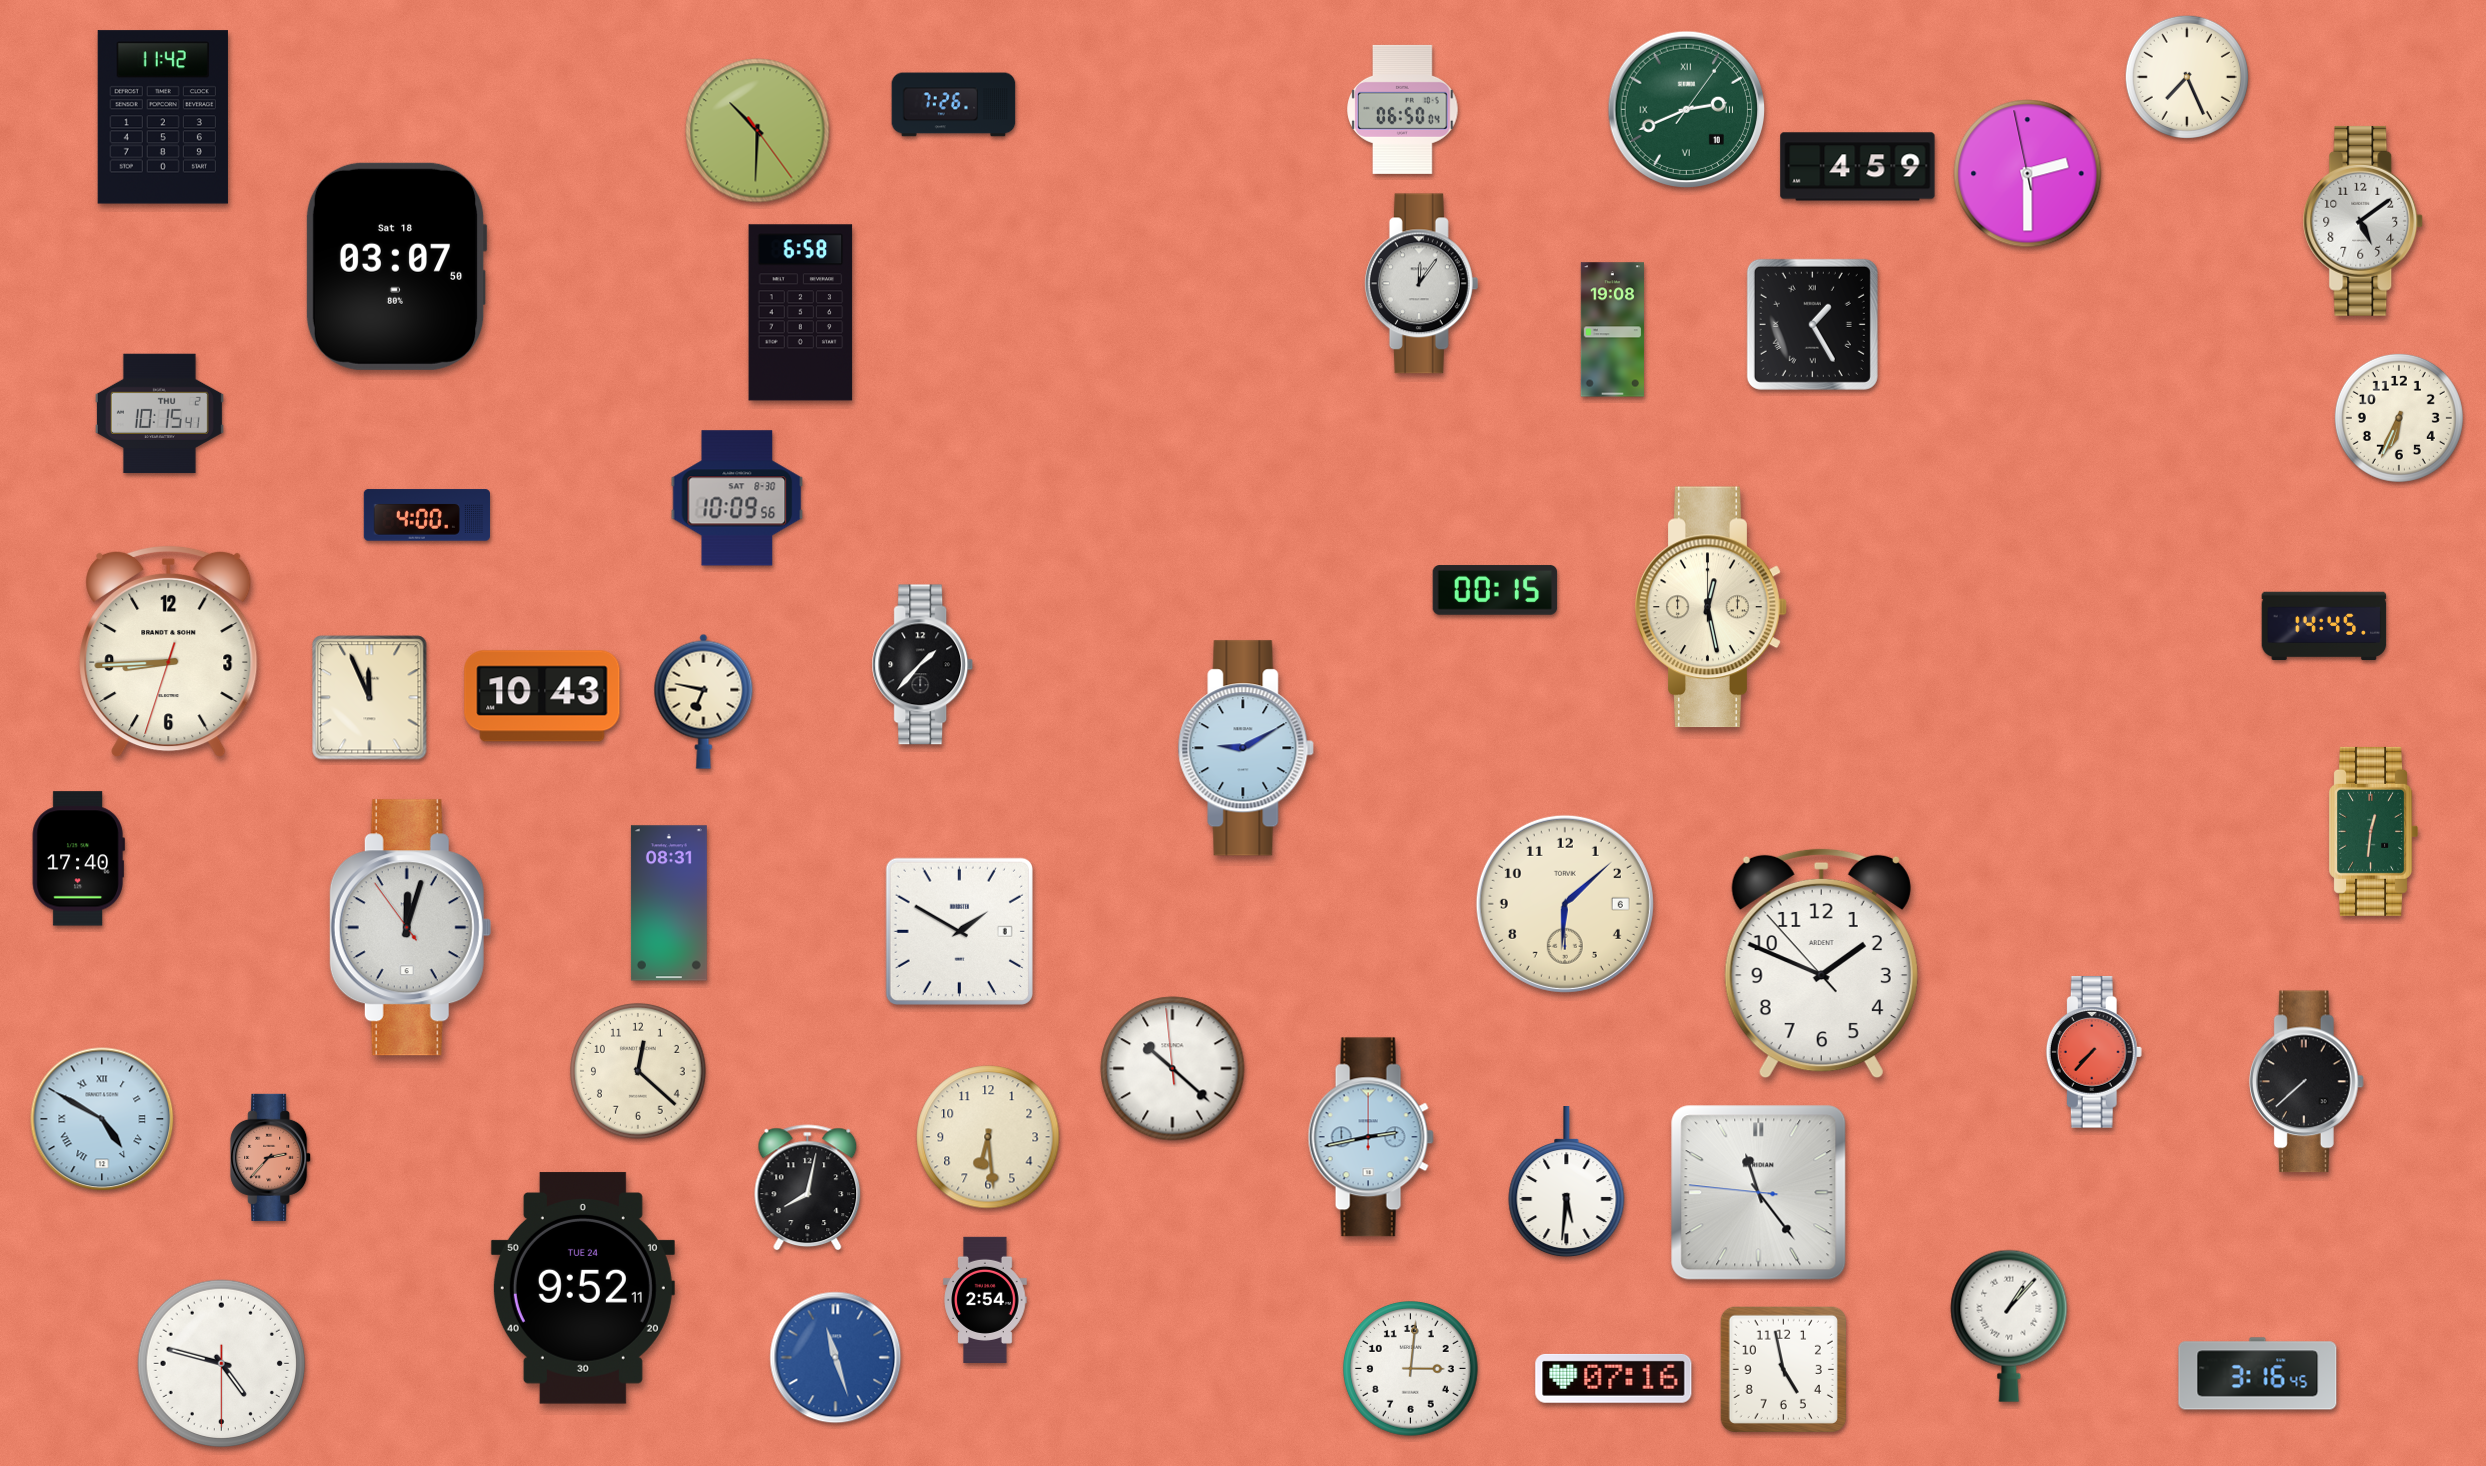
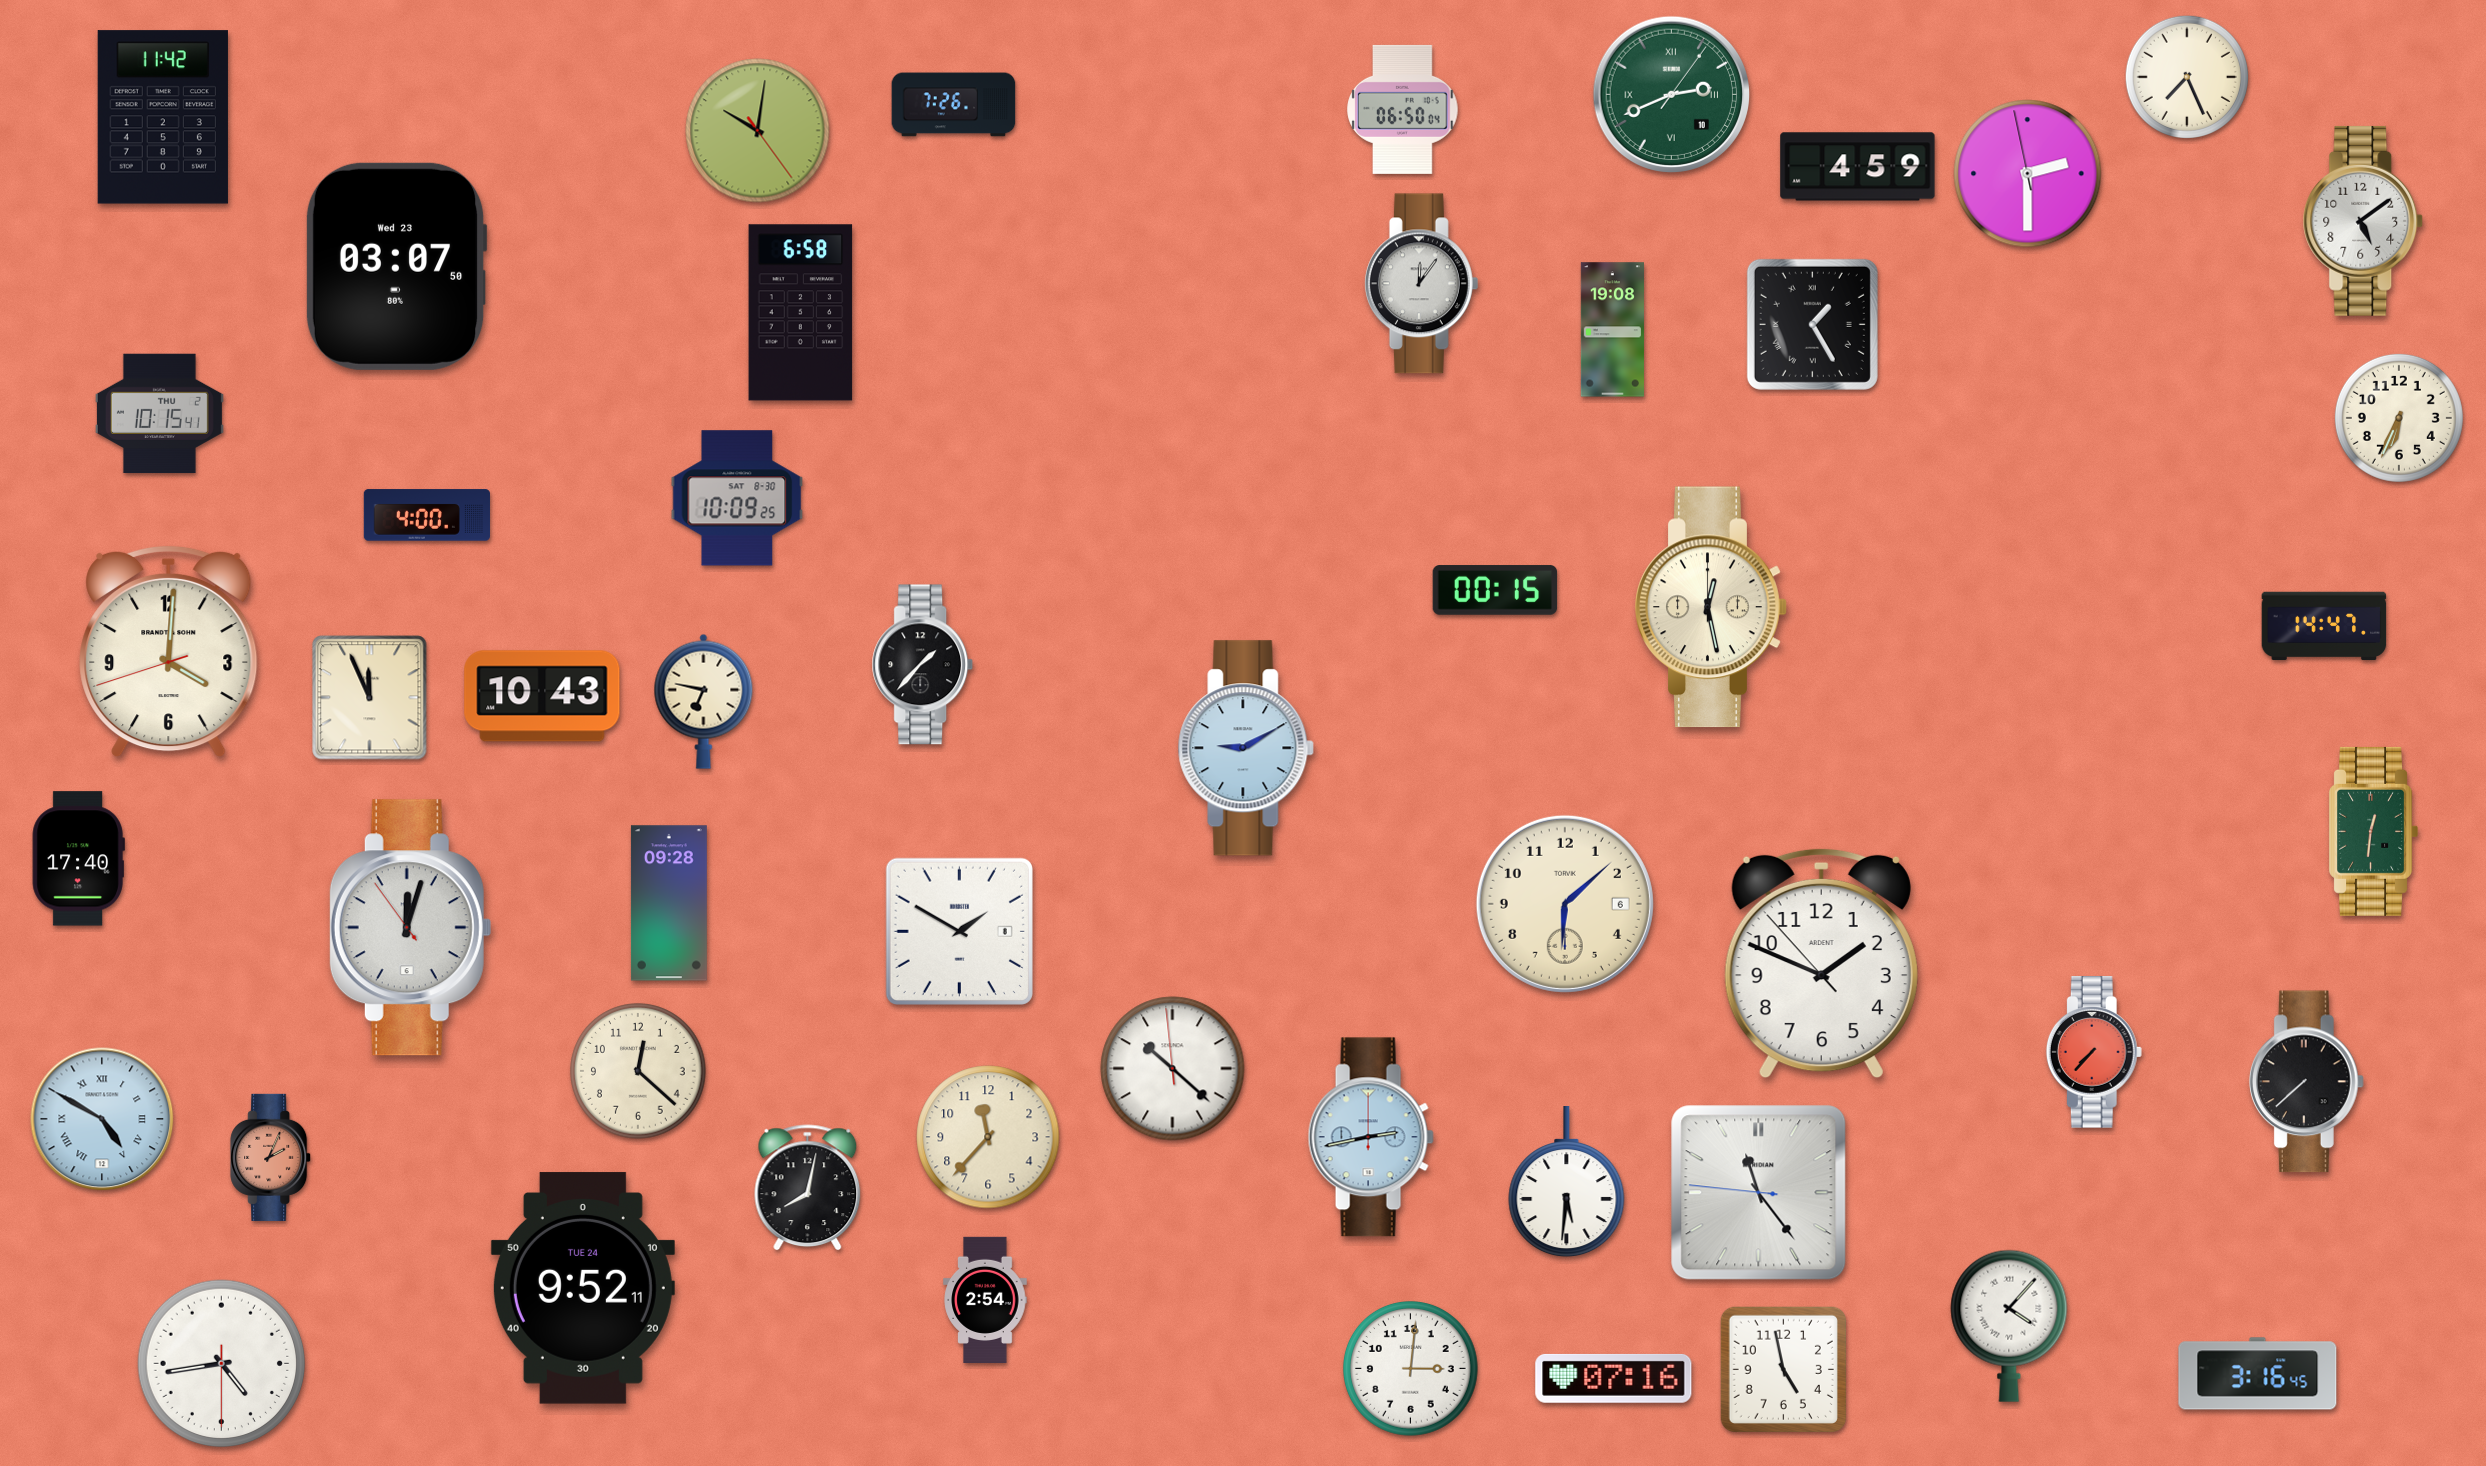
clock at (1687, 110) position: (1687, 110) -> (1672, 95)
clock at (758, 131): 10:30 -> 10:01
clock at (396, 266) date: Sat 18 -> Wed 23
clock at (737, 498): 10:09:56 -> 10:09:25
clock at (2324, 626): 14:45 -> 14:47
clock at (169, 652): 8:44 -> 4:00
clock at (669, 903): 08:31 -> 09:28
clock at (988, 1137): 6:29 -> 11:37
clock at (271, 1157): 2:37 -> 2:04
clock at (2009, 1326): 1:07 -> 4:07
clock at (836, 1358): 11:27 -> none
clock at (222, 1364): 4:47 -> 4:43
